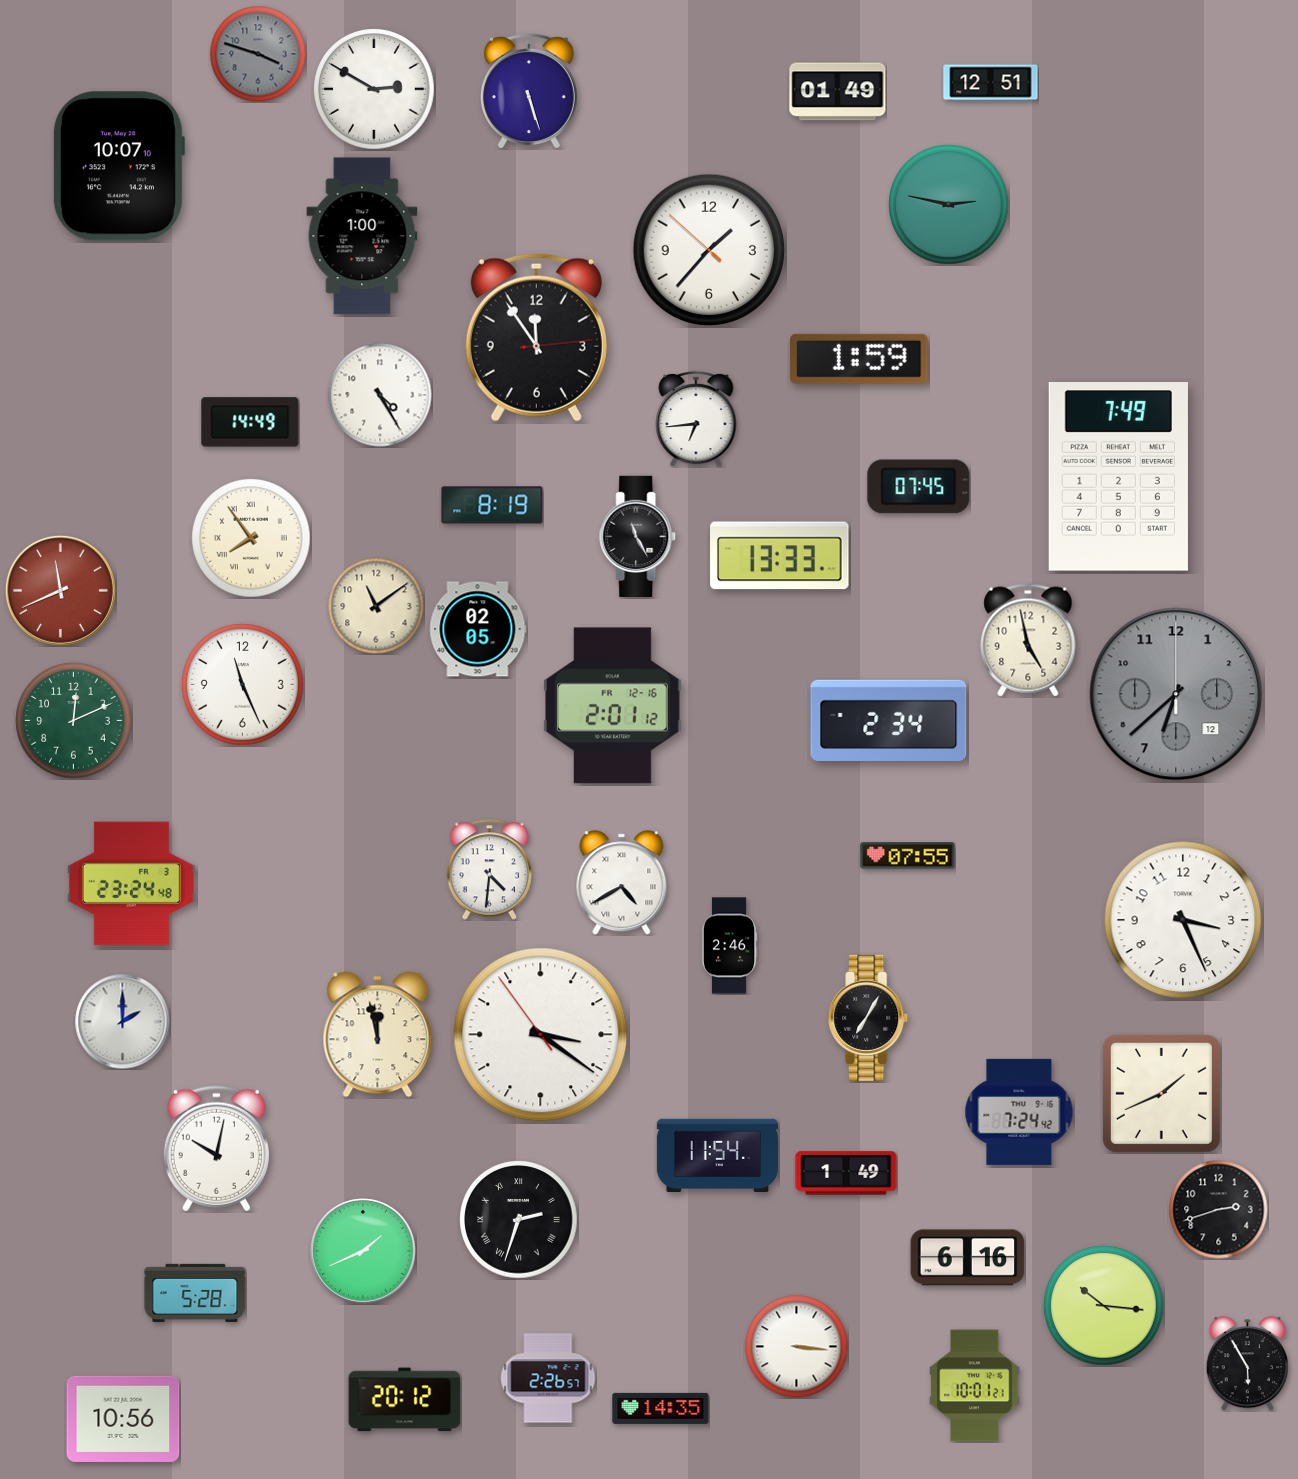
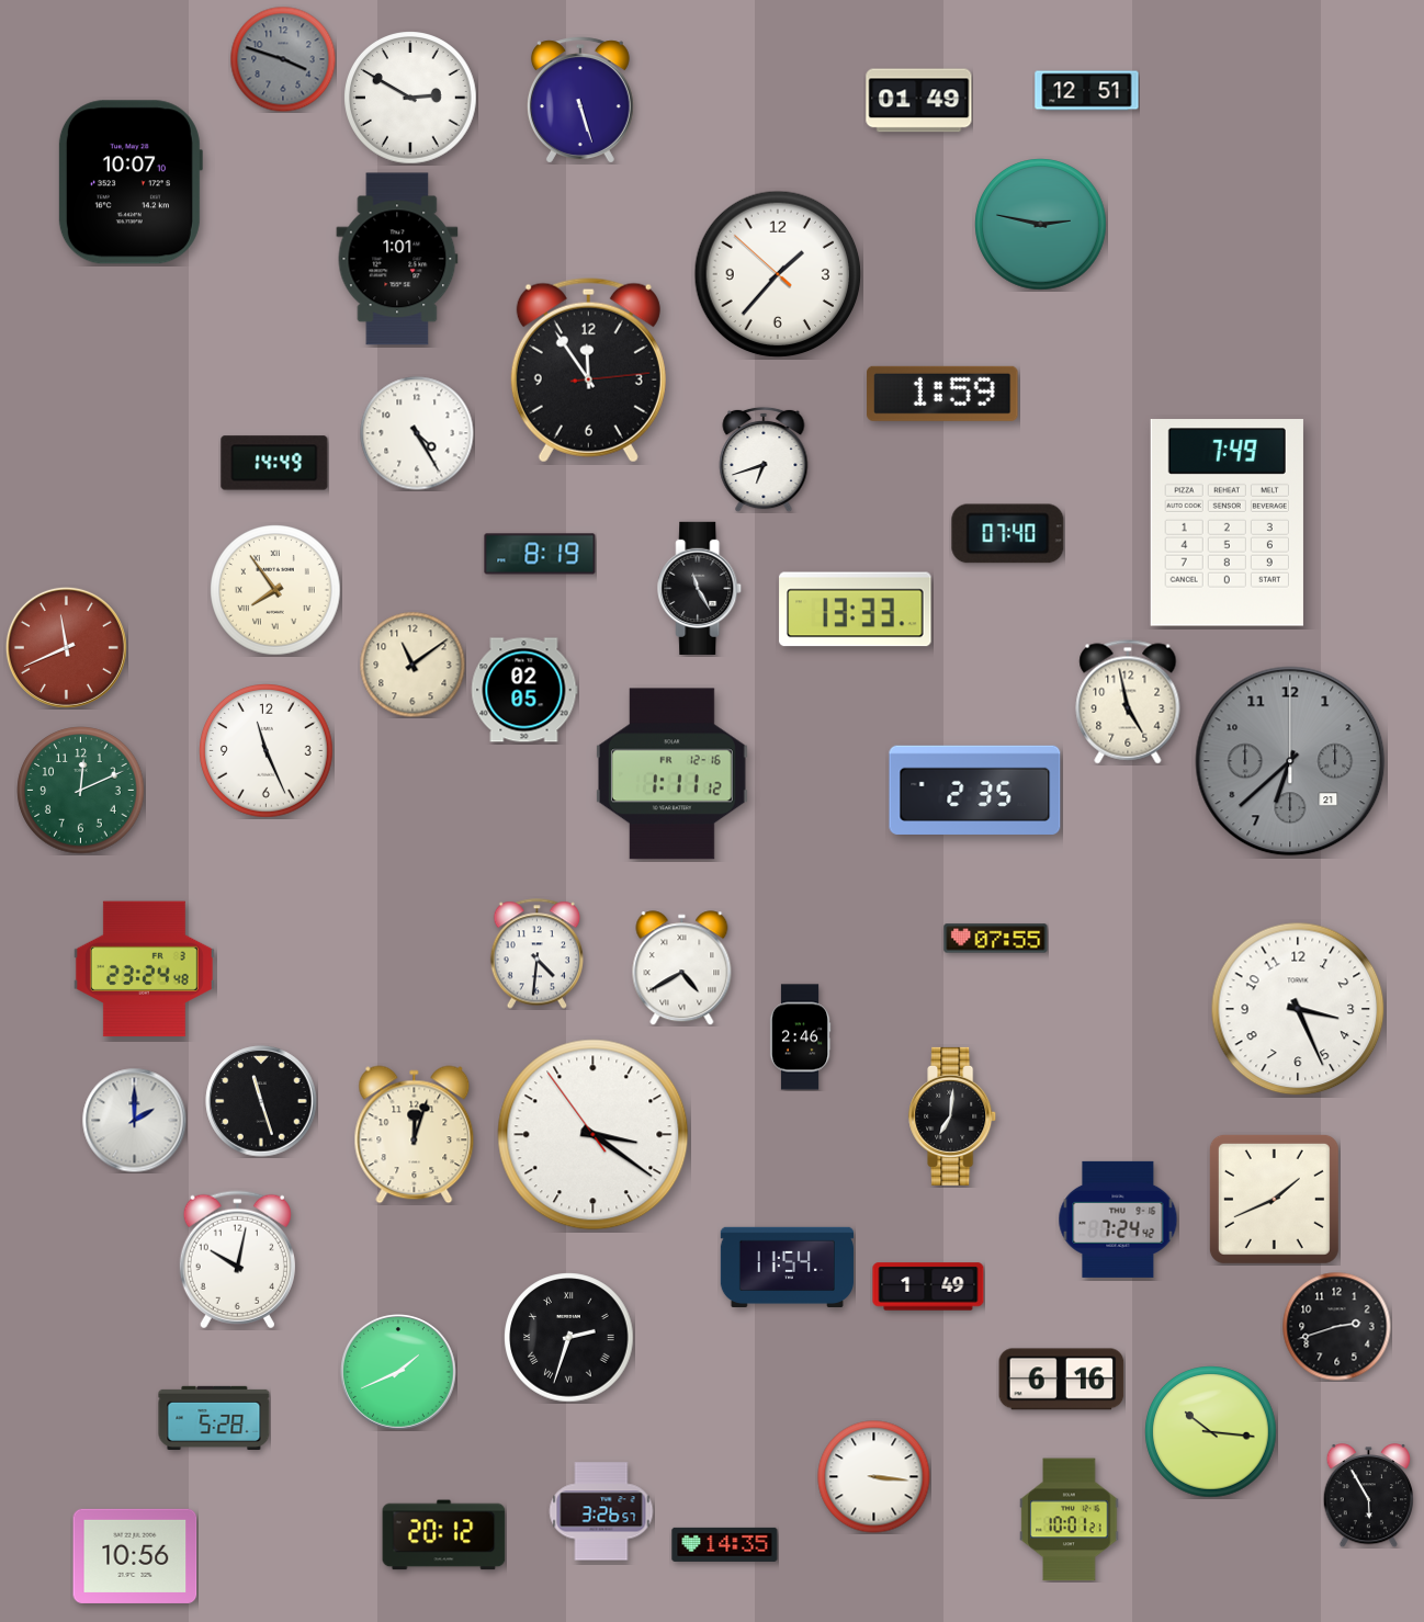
clock at (362, 236): 1:00 -> 1:01
clock at (696, 419): 6:44 -> 6:42
clock at (919, 487): 07:45 -> 07:40
clock at (1176, 694) date: 12 -> 21
clock at (612, 706): 2:01 -> 1:11
clock at (889, 720): 2:34 -> 2:35
clock at (261, 1101): none -> 11:27
clock at (869, 1018): 7:05 -> 7:01
clock at (378, 1035): 11:58 -> 12:03
clock at (548, 1378): 2:26 -> 3:26
